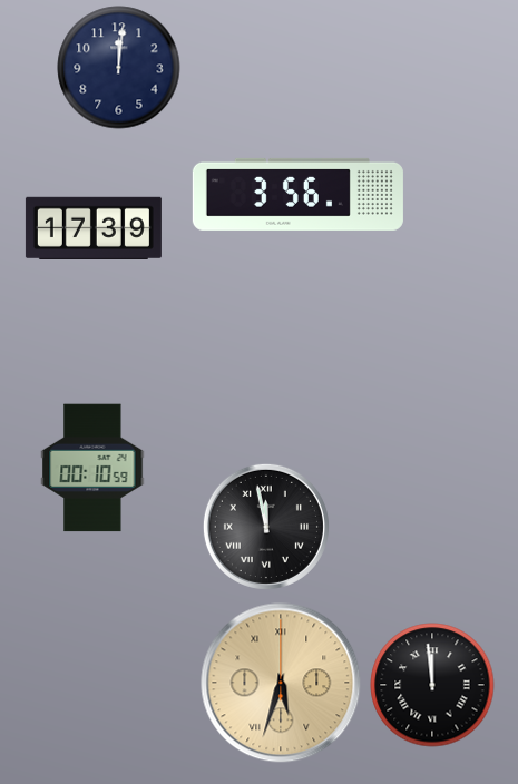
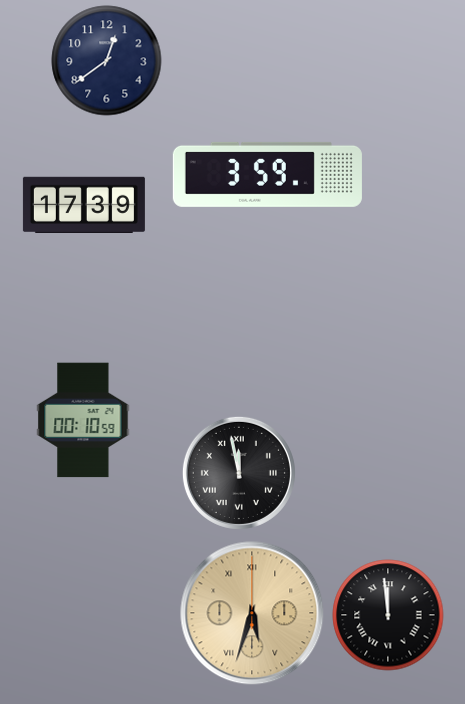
clock at (119, 68): 12:01 -> 12:39
clock at (297, 194): 3:56 -> 3:59
